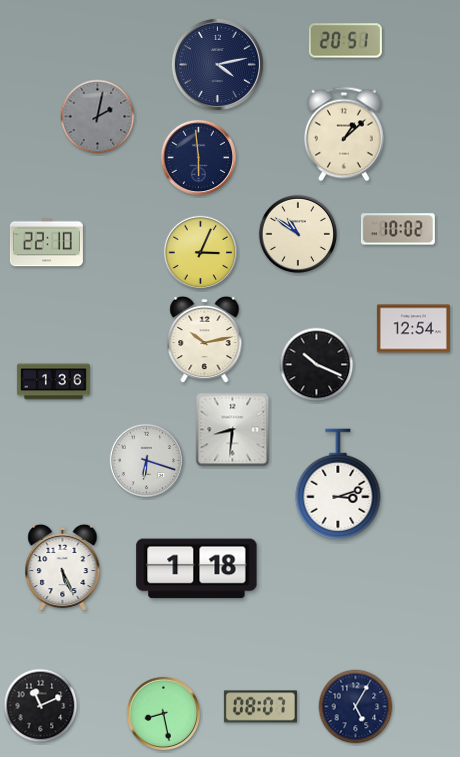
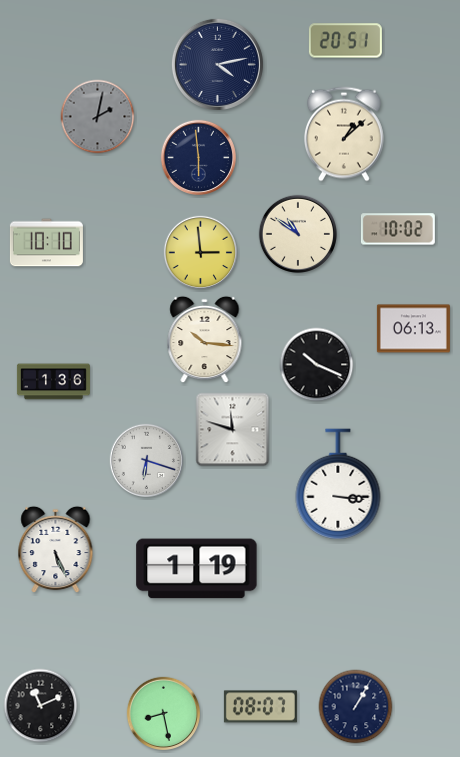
clock at (46, 243): 22:10 -> 10:10
clock at (200, 252): 3:04 -> 2:59
clock at (413, 329): 12:54 -> 06:13
clock at (205, 340): 10:13 -> 10:16
clock at (233, 430): 8:31 -> 11:48
clock at (338, 484): 3:12 -> 3:16
clock at (63, 568) position: (63, 568) -> (56, 550)
clock at (197, 569): 1:18 -> 1:19
clock at (356, 707): 5:05 -> 1:05
